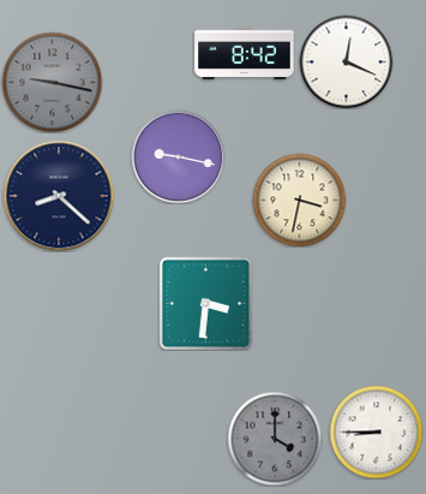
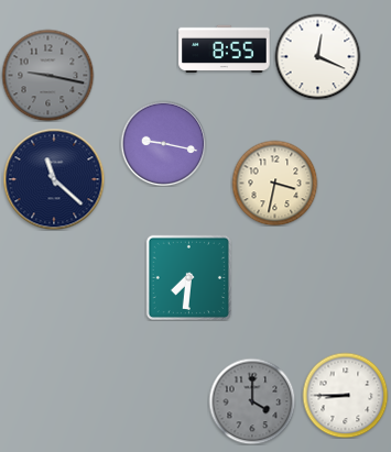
clock at (245, 53): 8:42 -> 8:55
clock at (59, 196): 8:22 -> 11:22
clock at (205, 303): 3:31 -> 7:31
